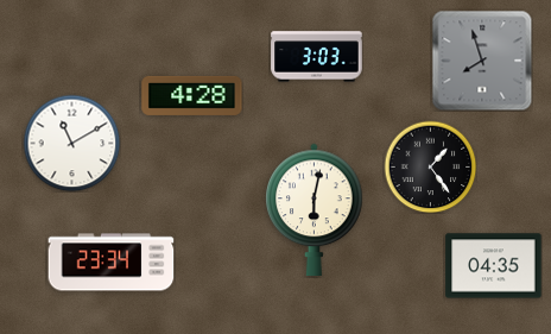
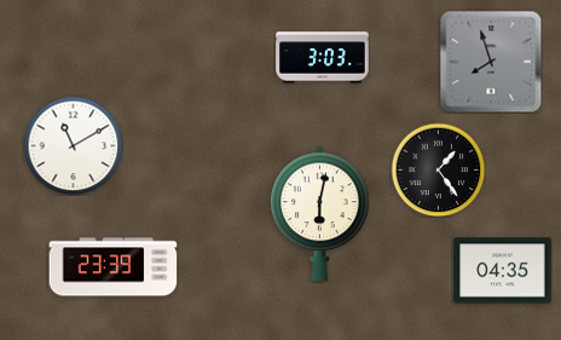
clock at (192, 95): 4:28 -> none
clock at (112, 263): 23:34 -> 23:39
